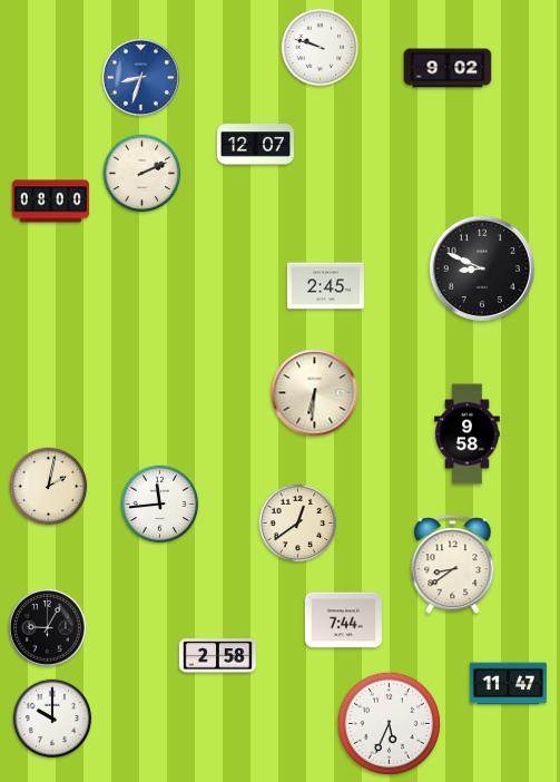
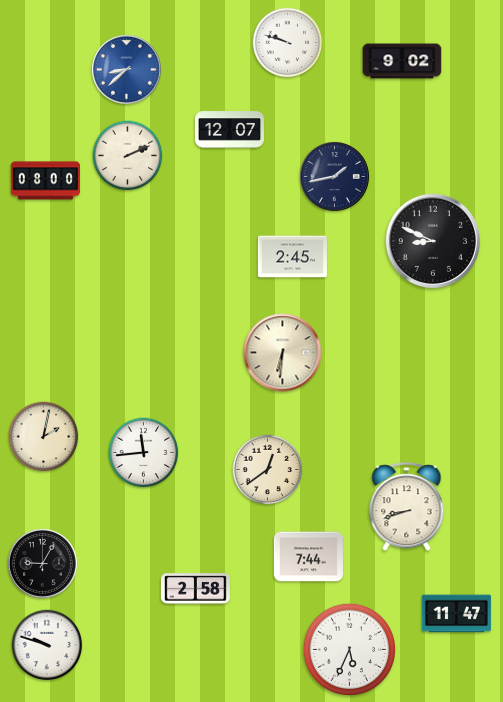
clock at (140, 77): 8:33 -> 8:38
clock at (334, 176): none -> 1:43
clock at (468, 434): 9:58 -> none
clock at (453, 565): 8:39 -> 8:42
clock at (52, 719): 10:00 -> 9:48
